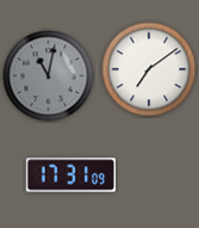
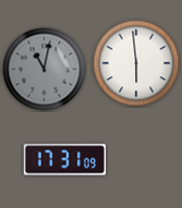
clock at (149, 69): 7:09 -> 5:59
